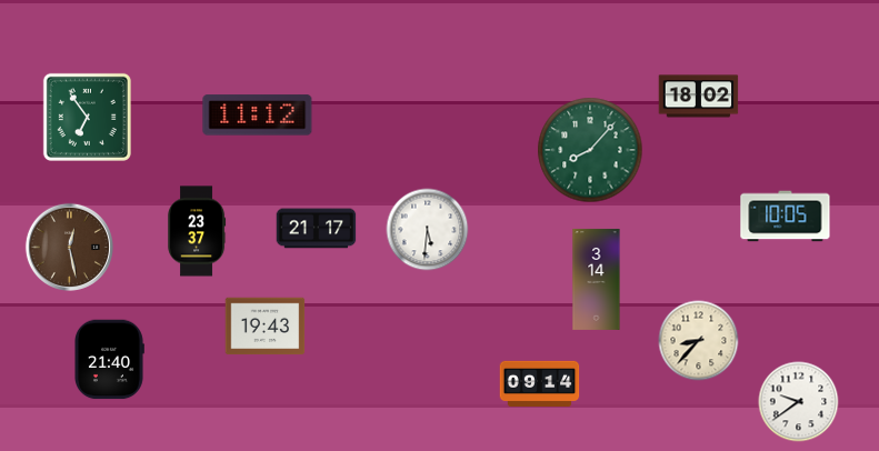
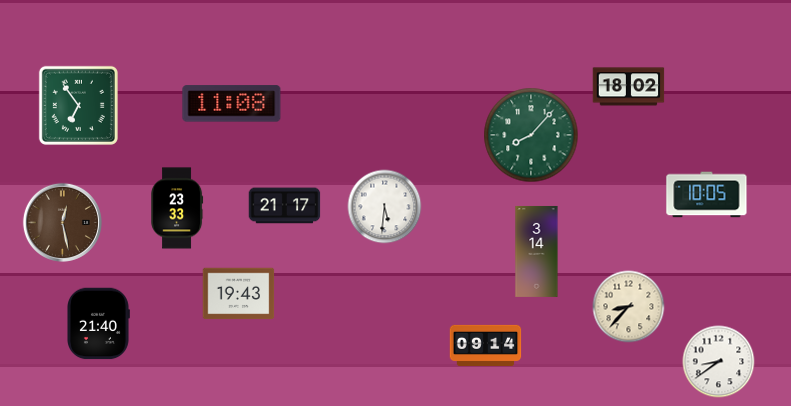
clock at (258, 116): 11:12 -> 11:08
clock at (197, 231): 23:37 -> 23:33
clock at (799, 402): 9:39 -> 8:39
